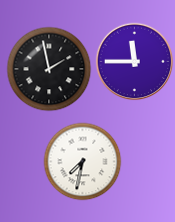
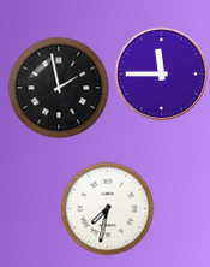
clock at (49, 69) position: (49, 69) -> (59, 88)
clock at (82, 161) position: (82, 161) -> (107, 208)
